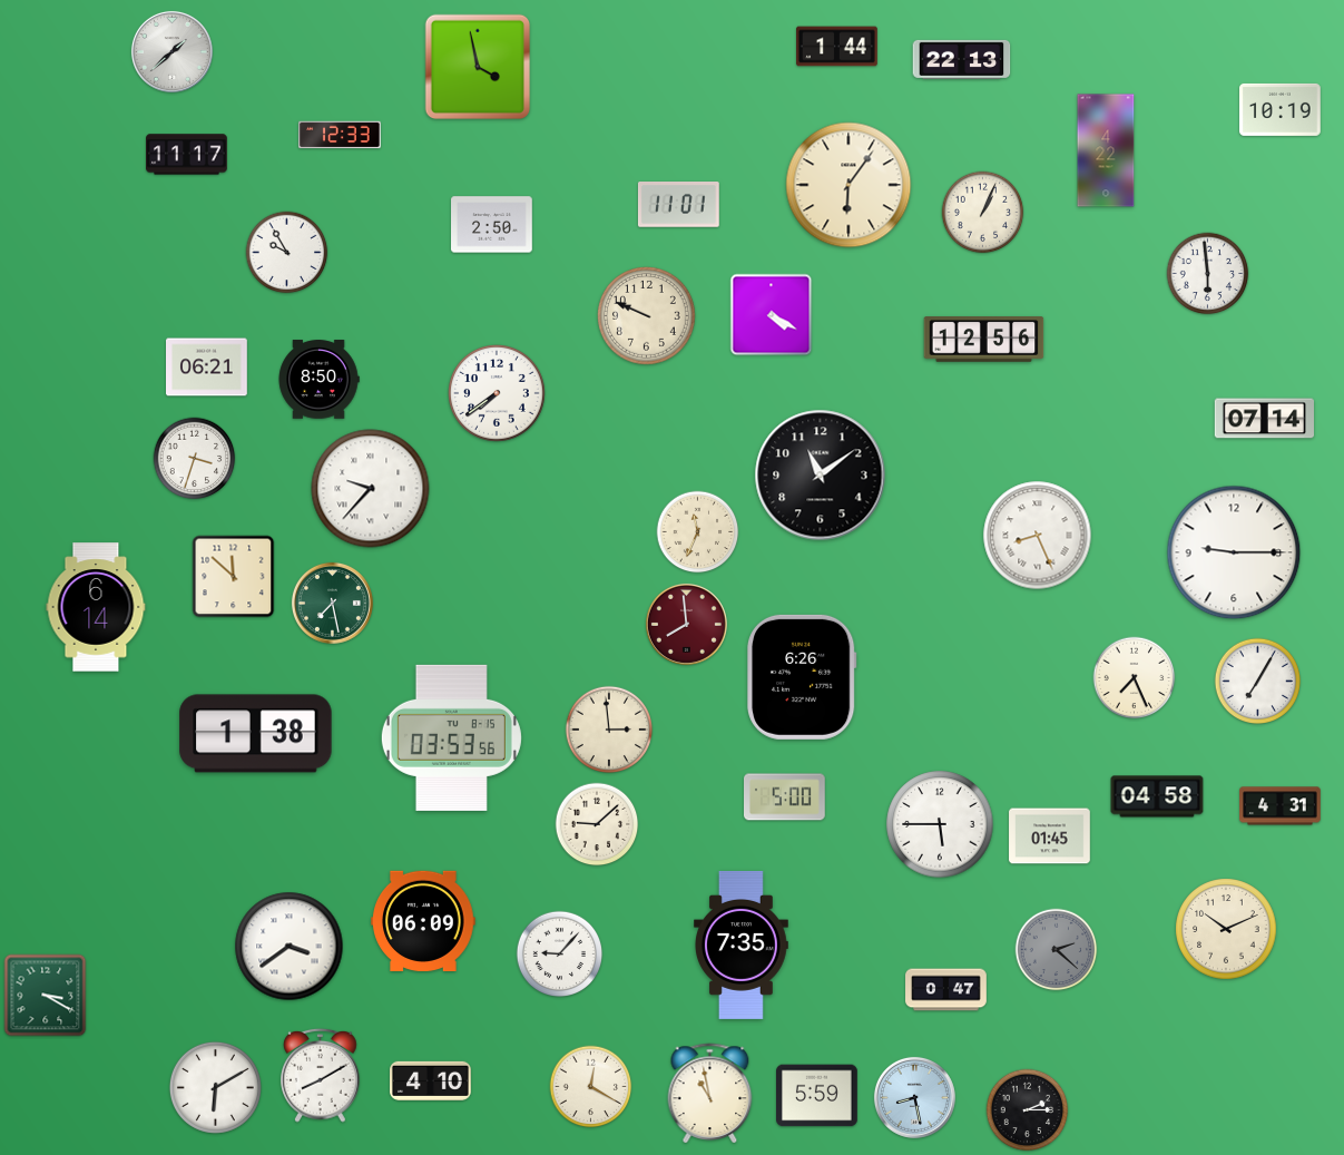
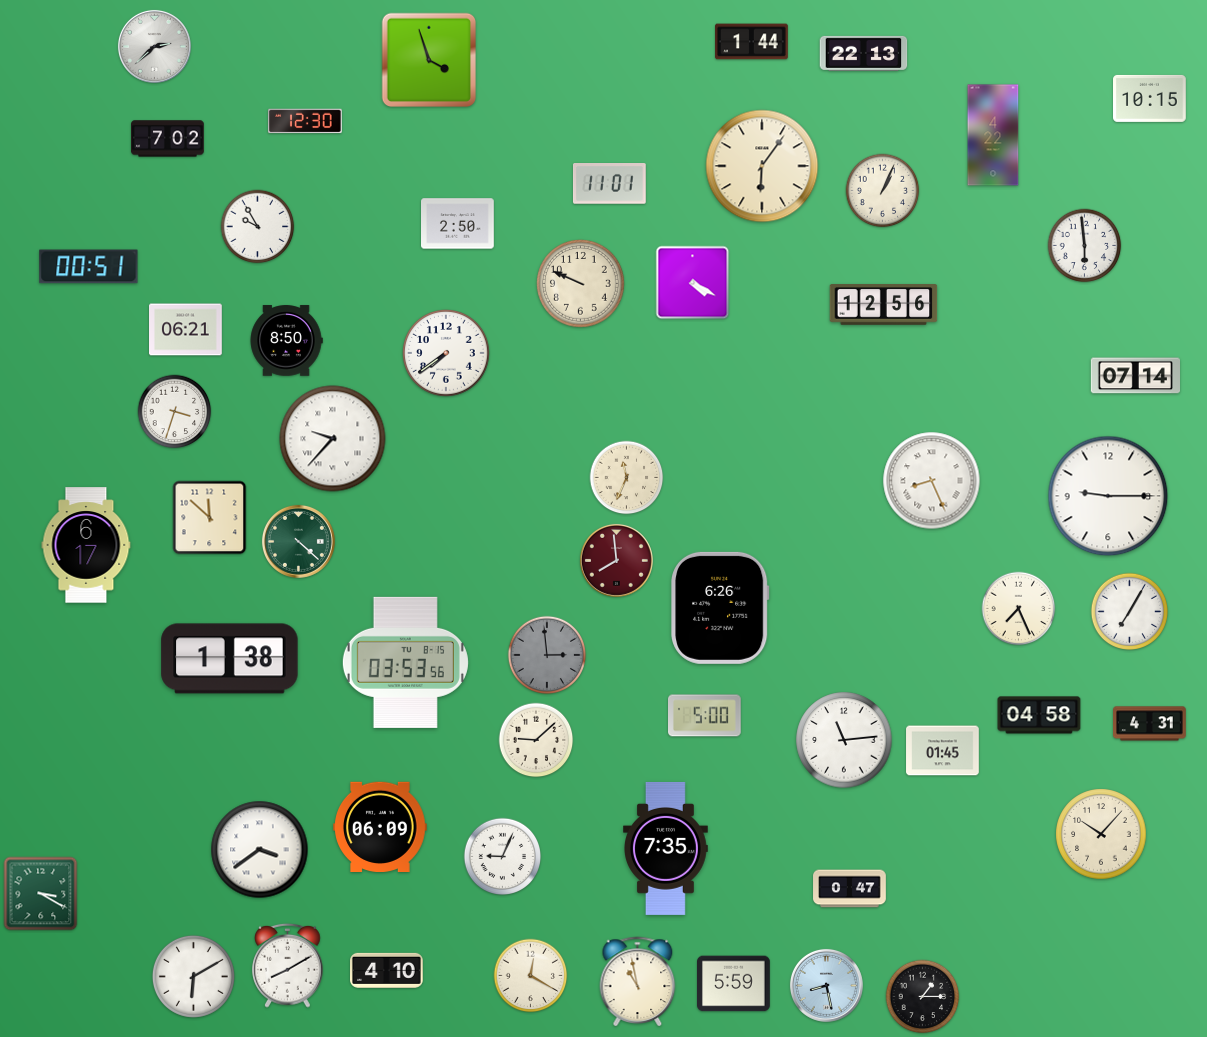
clock at (171, 51): 1:38 -> 2:38
clock at (477, 66): 3:58 -> 3:57
clock at (1281, 109): 10:19 -> 10:15
clock at (340, 135): 12:33 -> 12:30
clock at (187, 155): 11:17 -> 7:02
clock at (492, 225) position: (492, 225) -> (458, 224)
clock at (89, 267): none -> 00:51
clock at (821, 476): 11:09 -> none
clock at (332, 603): 7:28 -> 4:22
clock at (96, 607): 6:14 -> 6:17
clock at (608, 728) dial: cream -> grey
clock at (940, 824): 5:45 -> 11:14
clock at (1226, 929): 10:11 -> 10:07
clock at (1057, 950): 2:22 -> none
clock at (560, 955): 9:07 -> 9:04
clock at (914, 1097) position: (914, 1097) -> (826, 985)
clock at (1028, 1110): 2:15 -> 1:15
